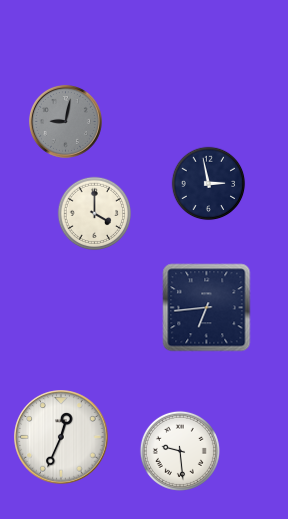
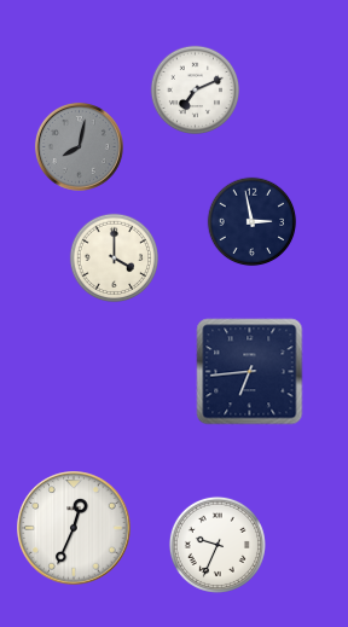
clock at (196, 91): none -> 7:11
clock at (65, 121): 9:02 -> 8:02
clock at (180, 451): 9:29 -> 9:34
